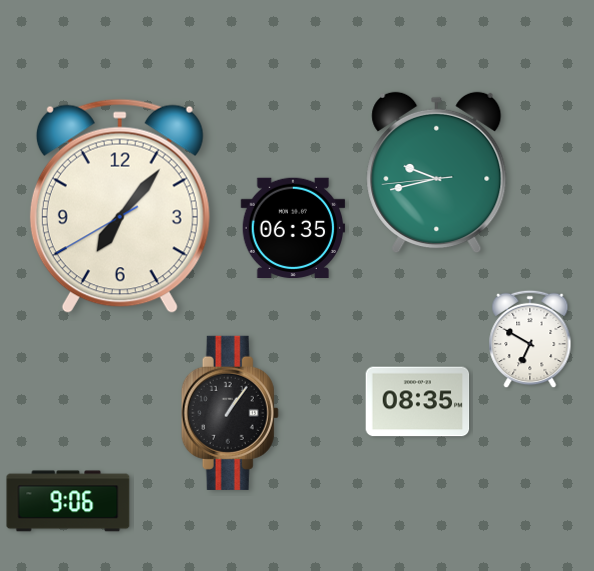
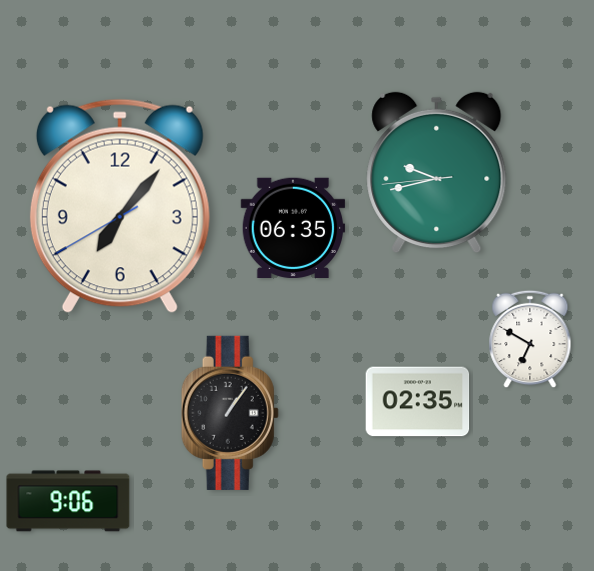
clock at (418, 402): 08:35 -> 02:35
